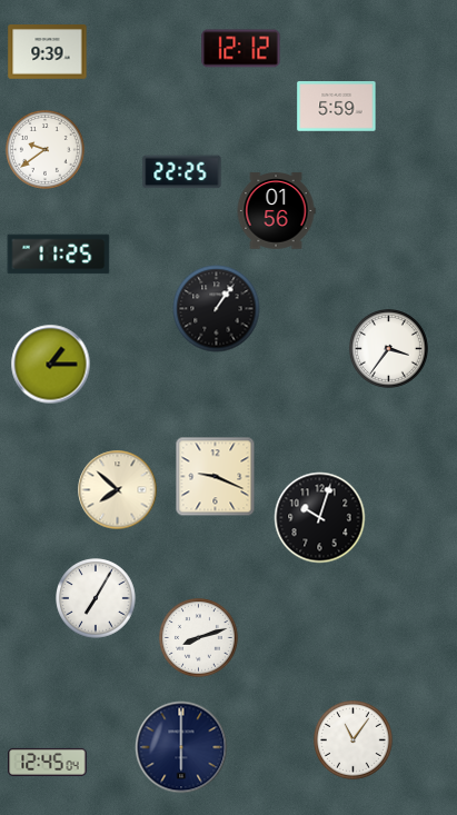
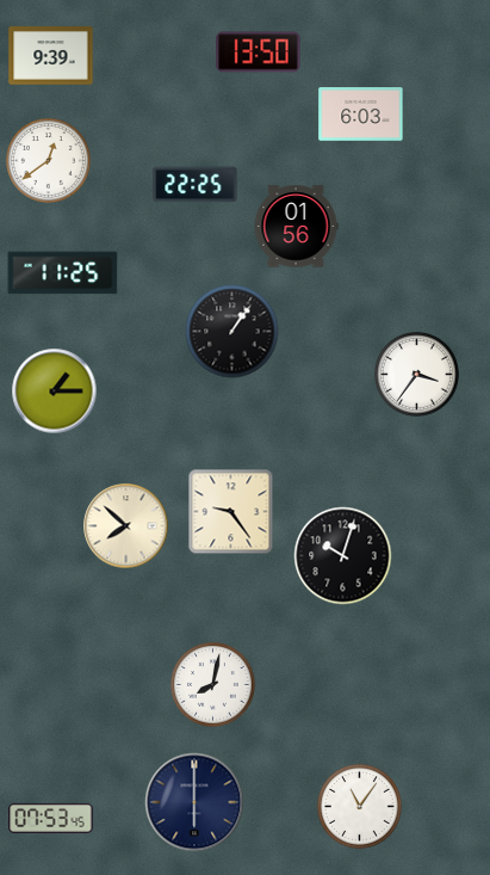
clock at (241, 49): 12:12 -> 13:50
clock at (337, 107): 5:59 -> 6:03
clock at (46, 150): 9:39 -> 12:39
clock at (216, 477): 9:19 -> 9:24
clock at (96, 598): 7:05 -> none
clock at (199, 638): 8:12 -> 8:02
clock at (354, 741) position: (354, 741) -> (360, 807)
clock at (48, 762): 12:45 -> 07:53
